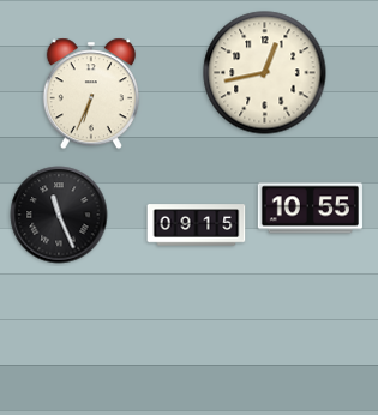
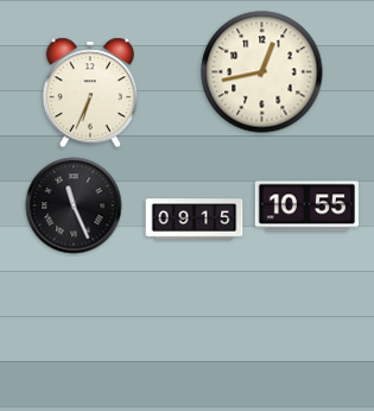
clock at (59, 215) position: (59, 215) -> (74, 205)
clock at (197, 225) position: (197, 225) -> (195, 220)
